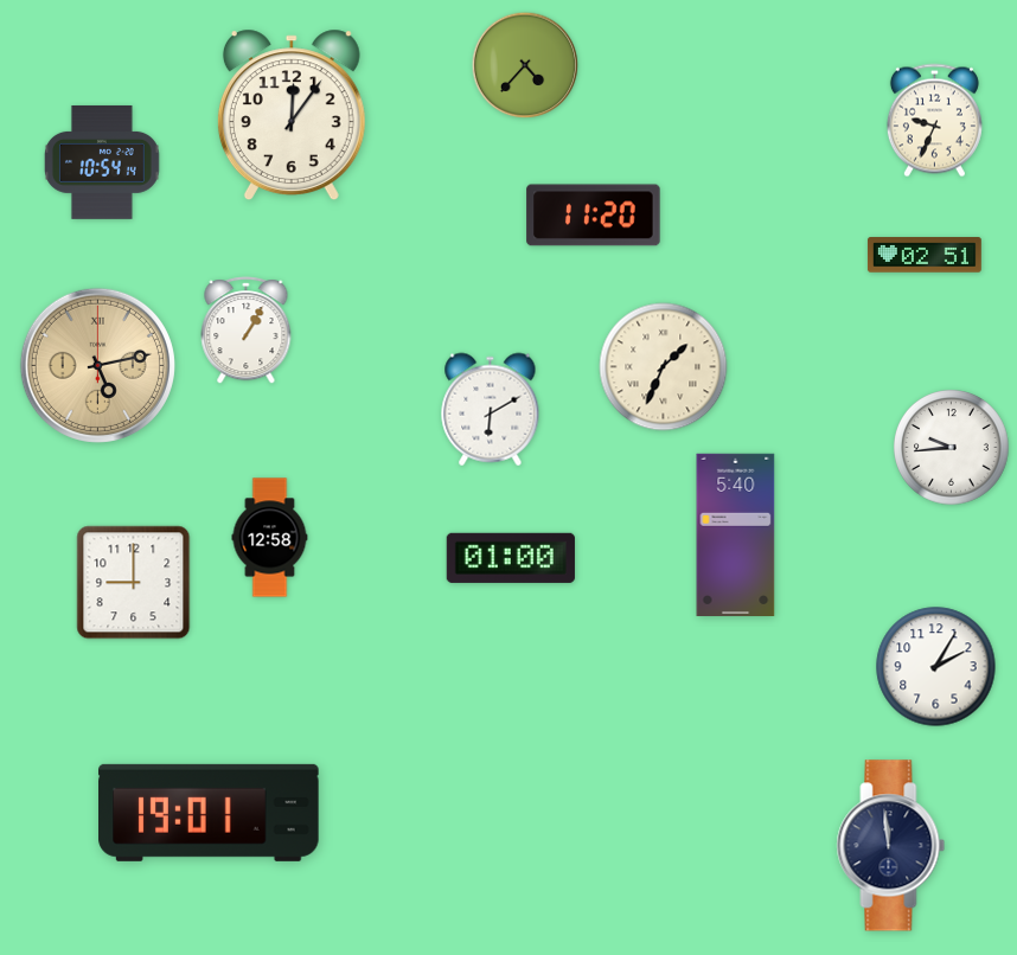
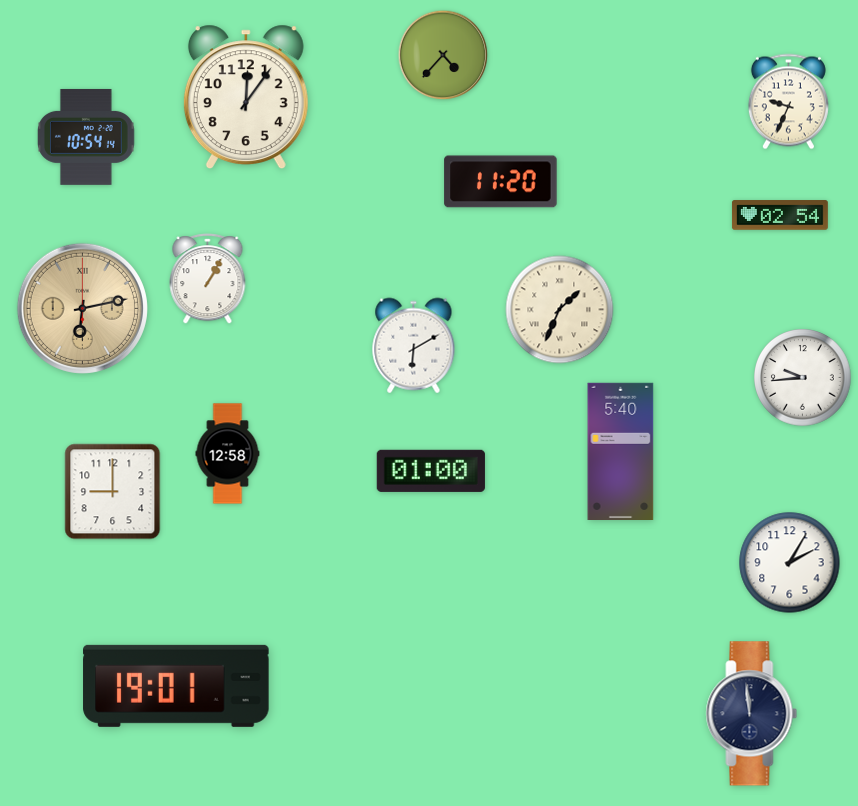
clock at (925, 255): 02:51 -> 02:54
clock at (97, 365): 5:13 -> 6:13
